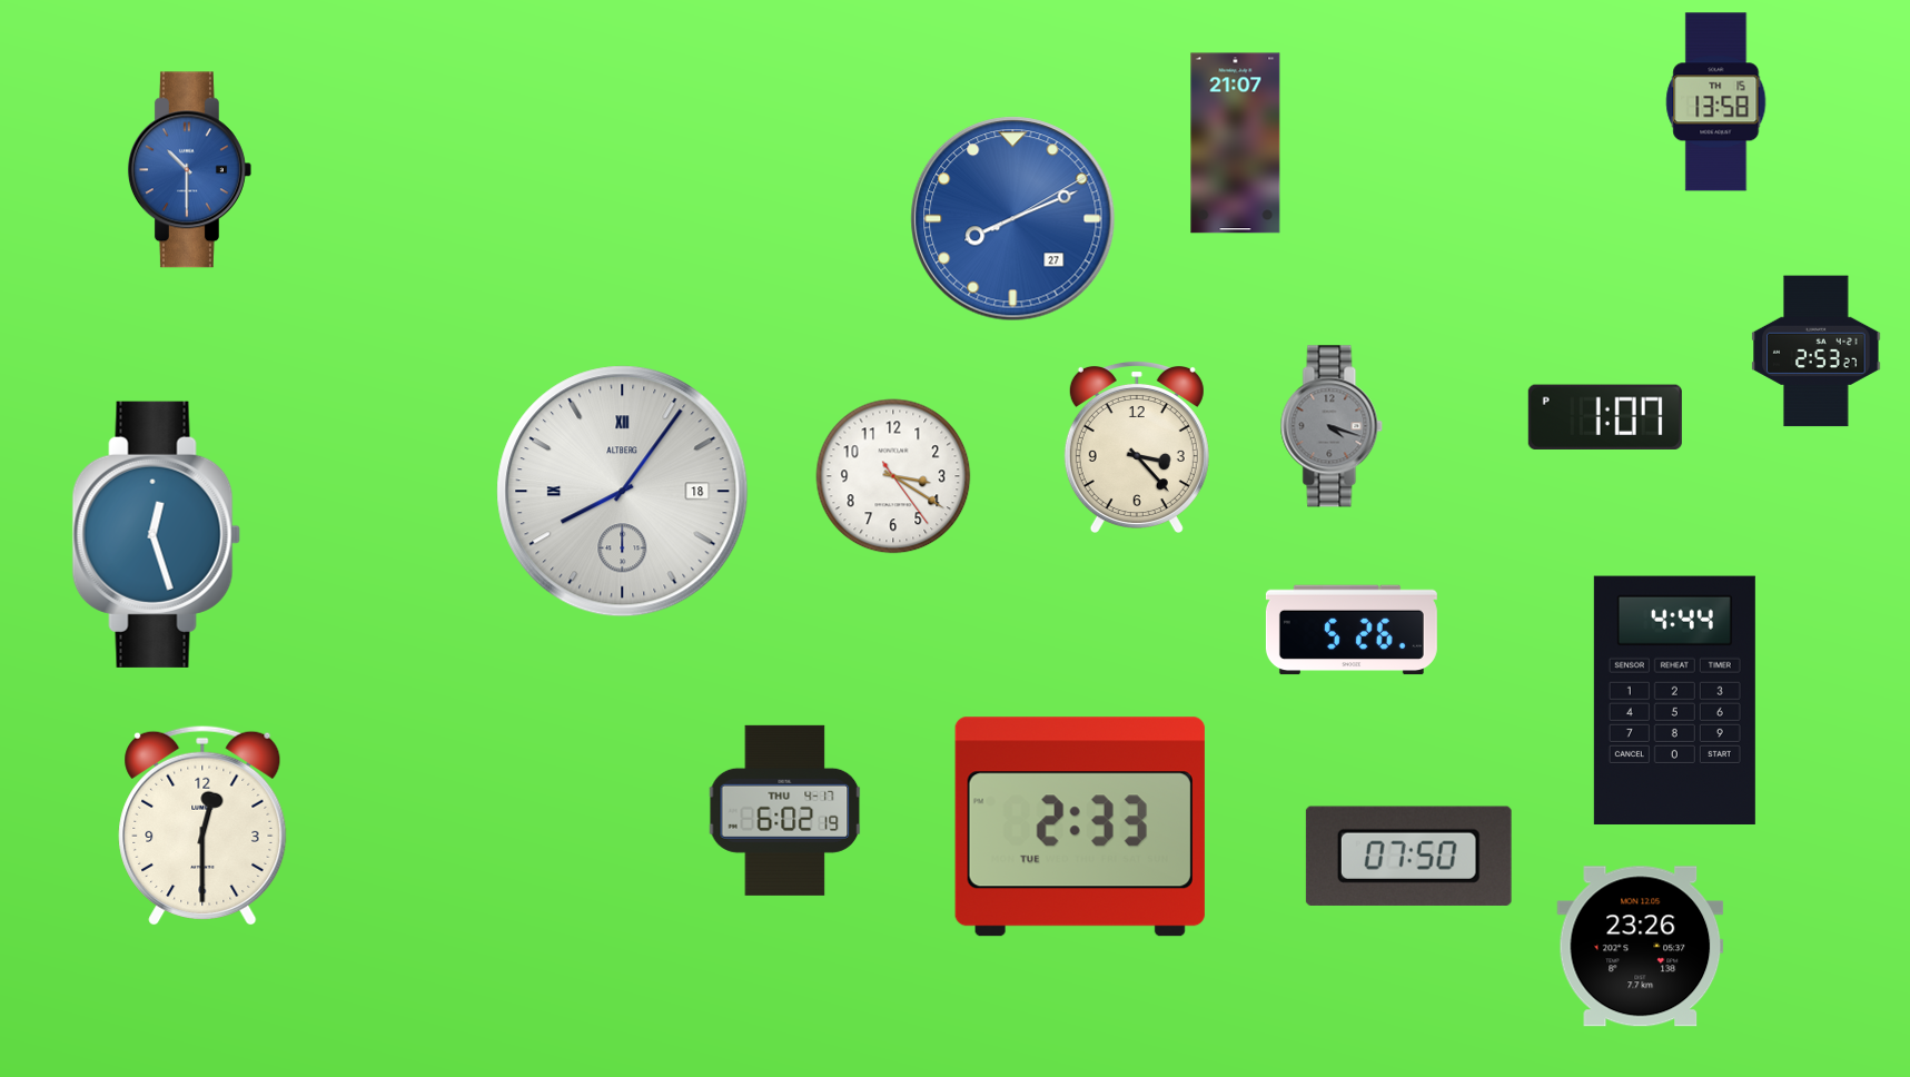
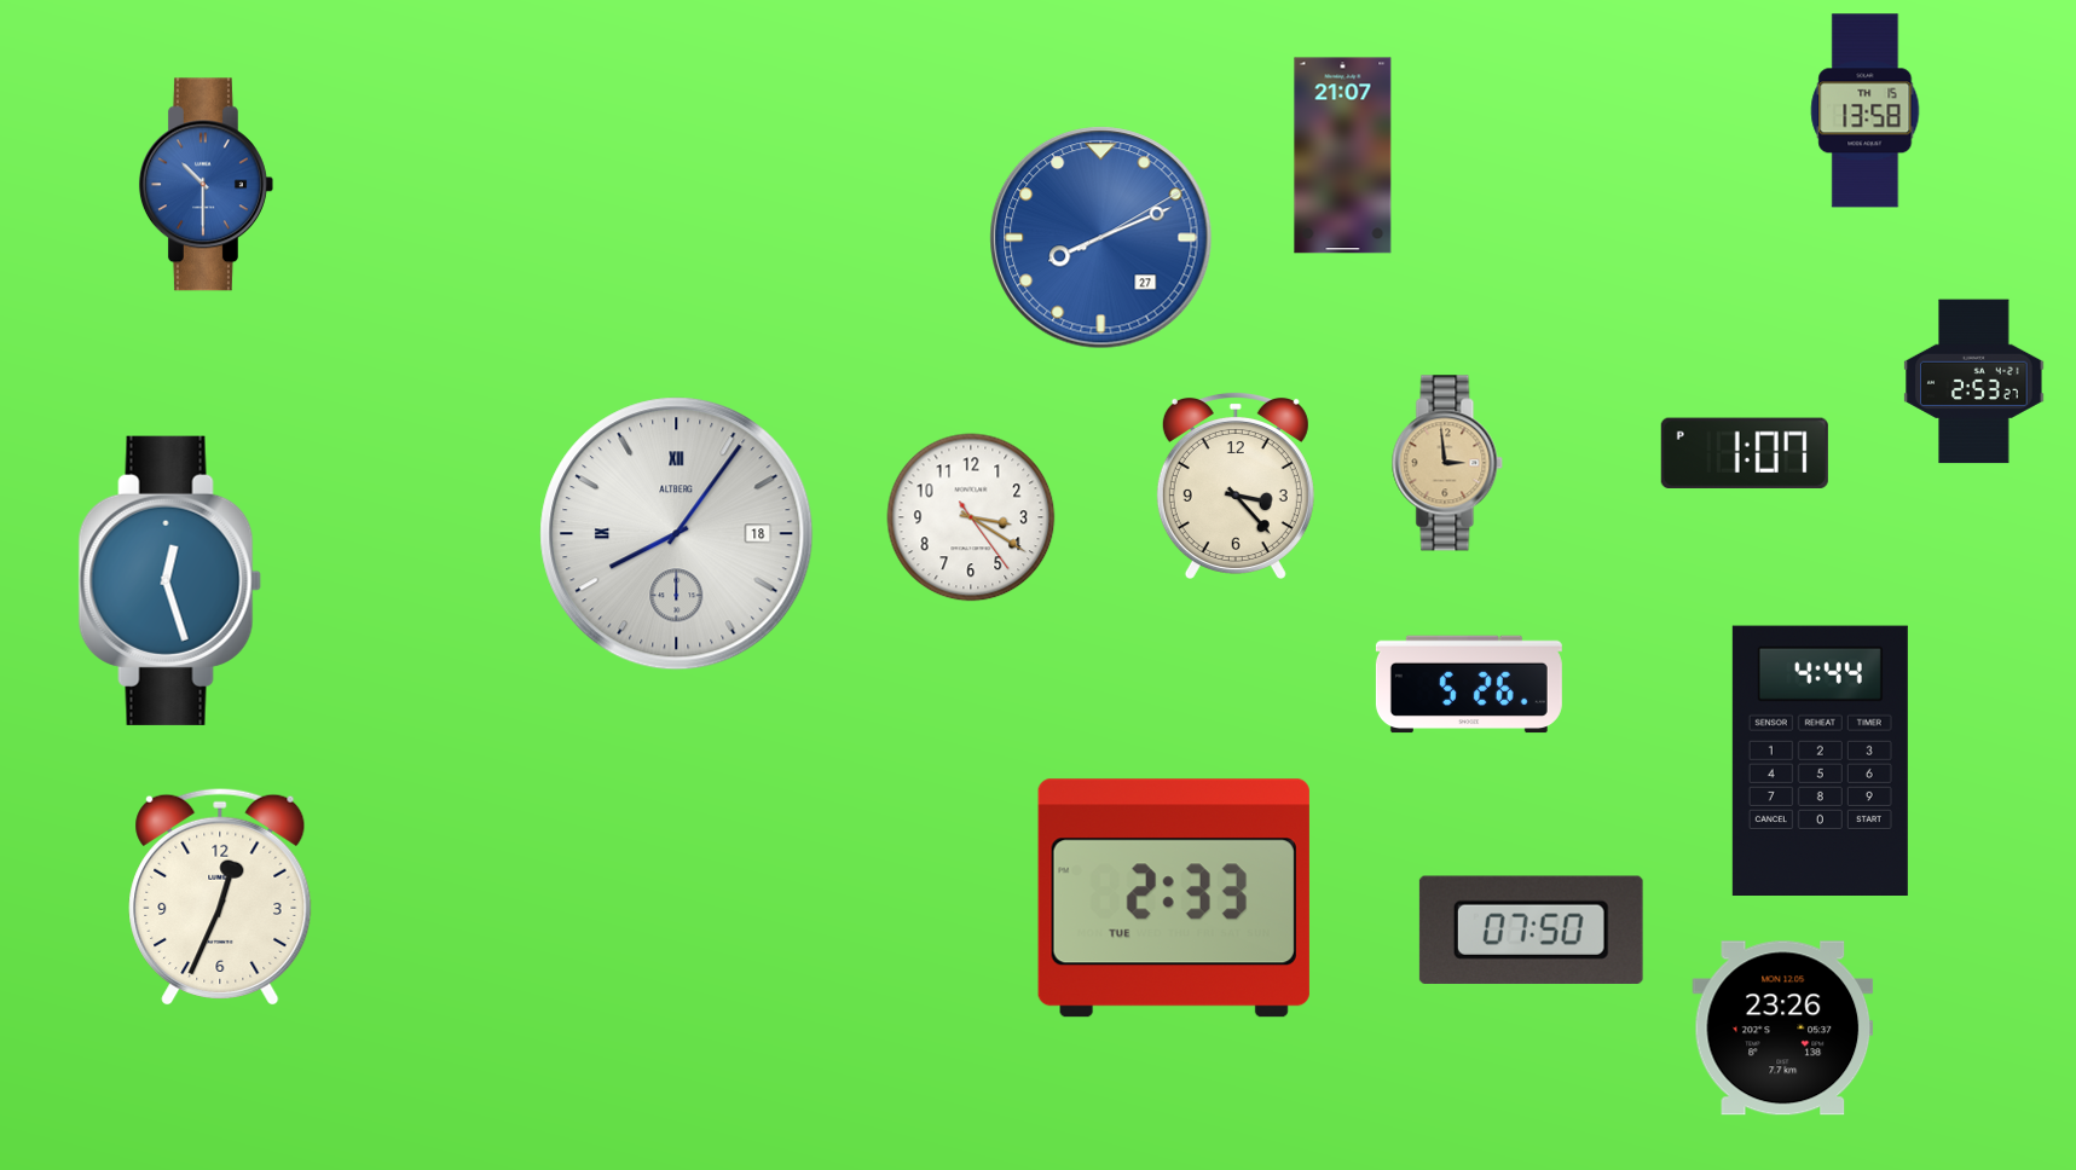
clock at (1332, 426): 4:18 -> 2:59
clock at (1332, 426) dial: grey -> champagne
clock at (785, 810): 6:02 -> none
clock at (202, 824): 12:30 -> 12:34
